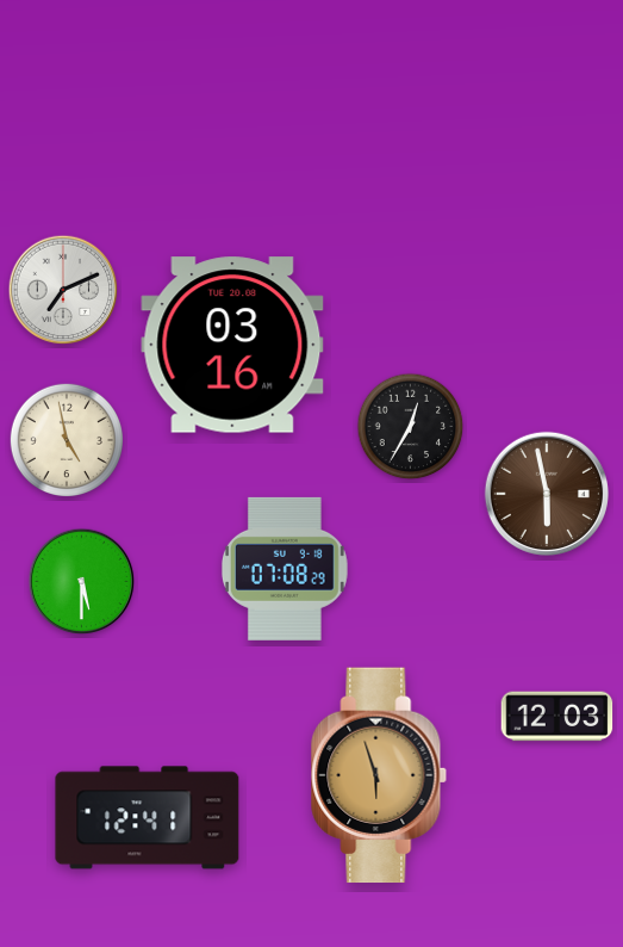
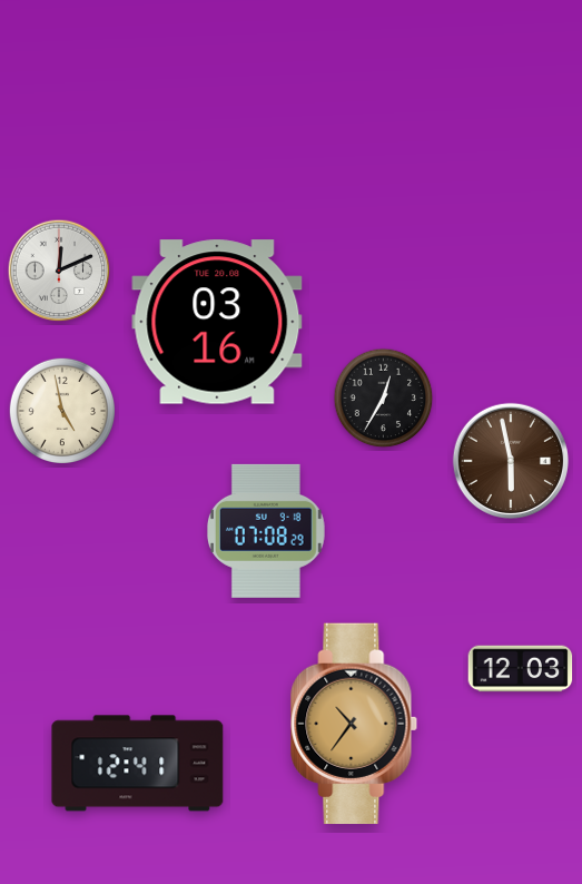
clock at (63, 290): 7:11 -> 12:11
clock at (82, 582): 5:30 -> none
clock at (379, 775): 5:57 -> 10:36
